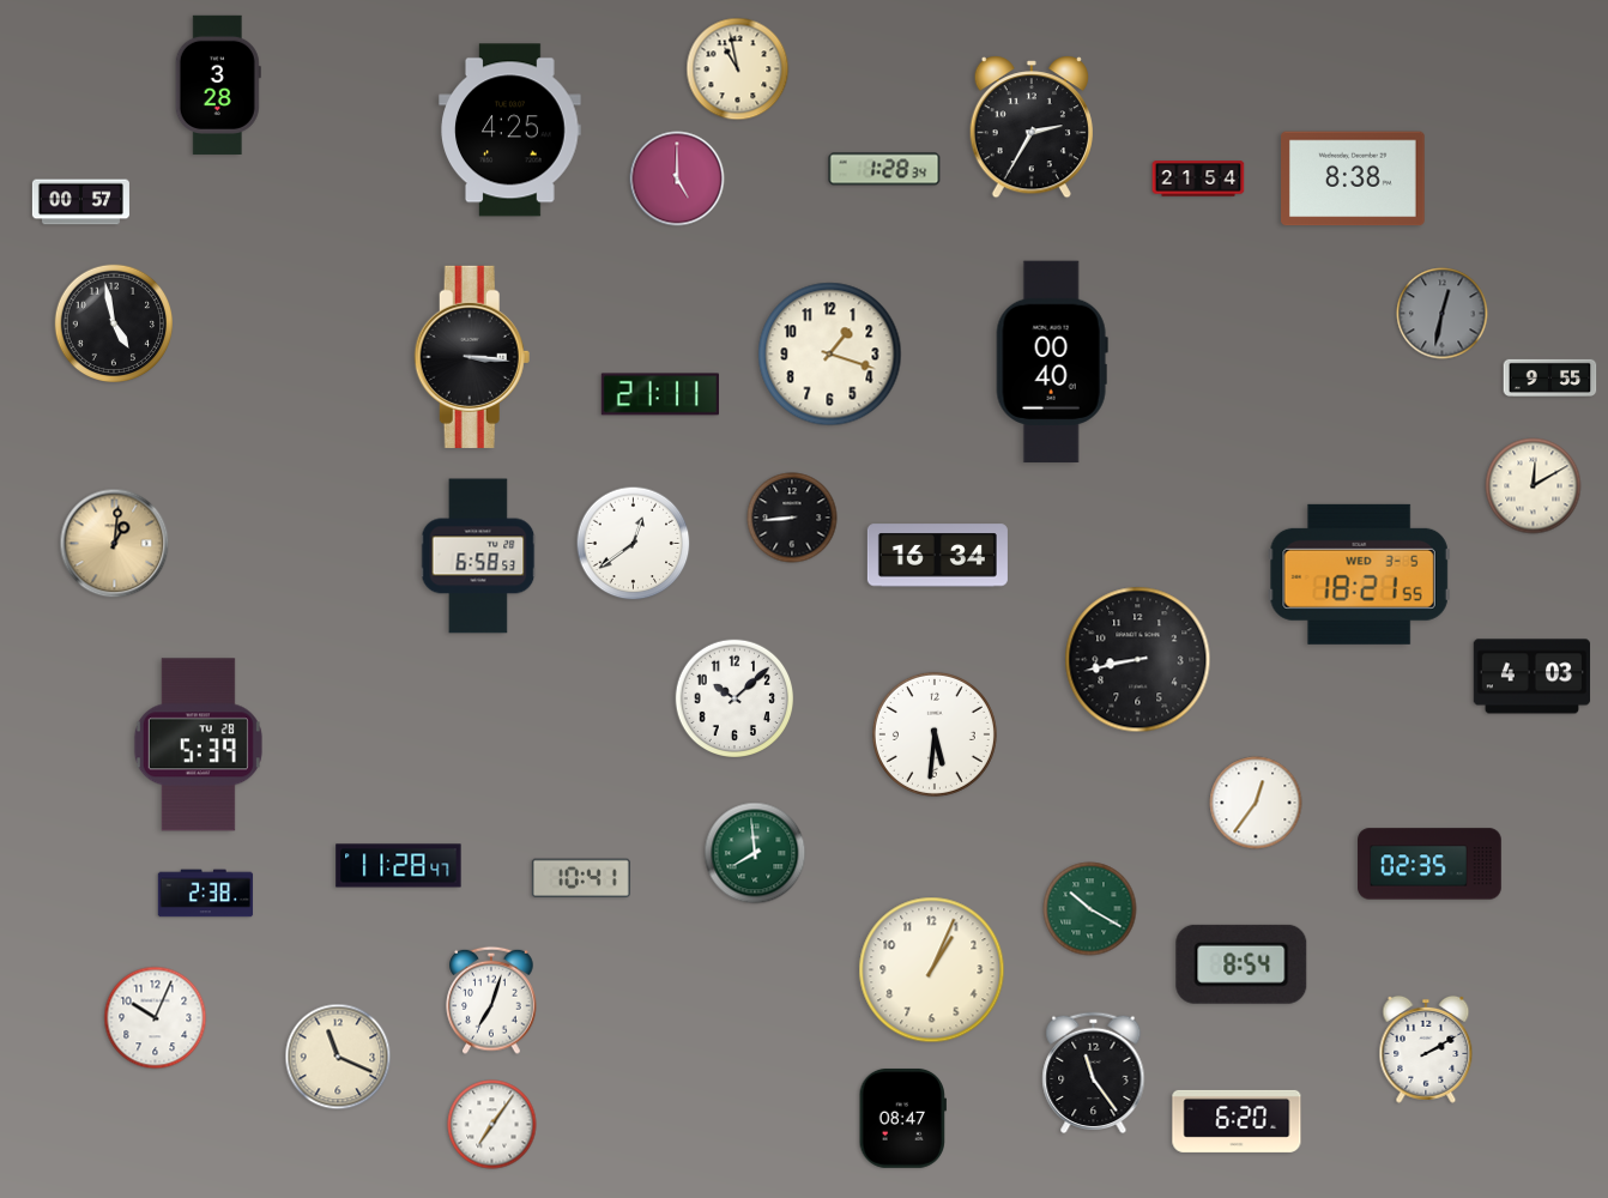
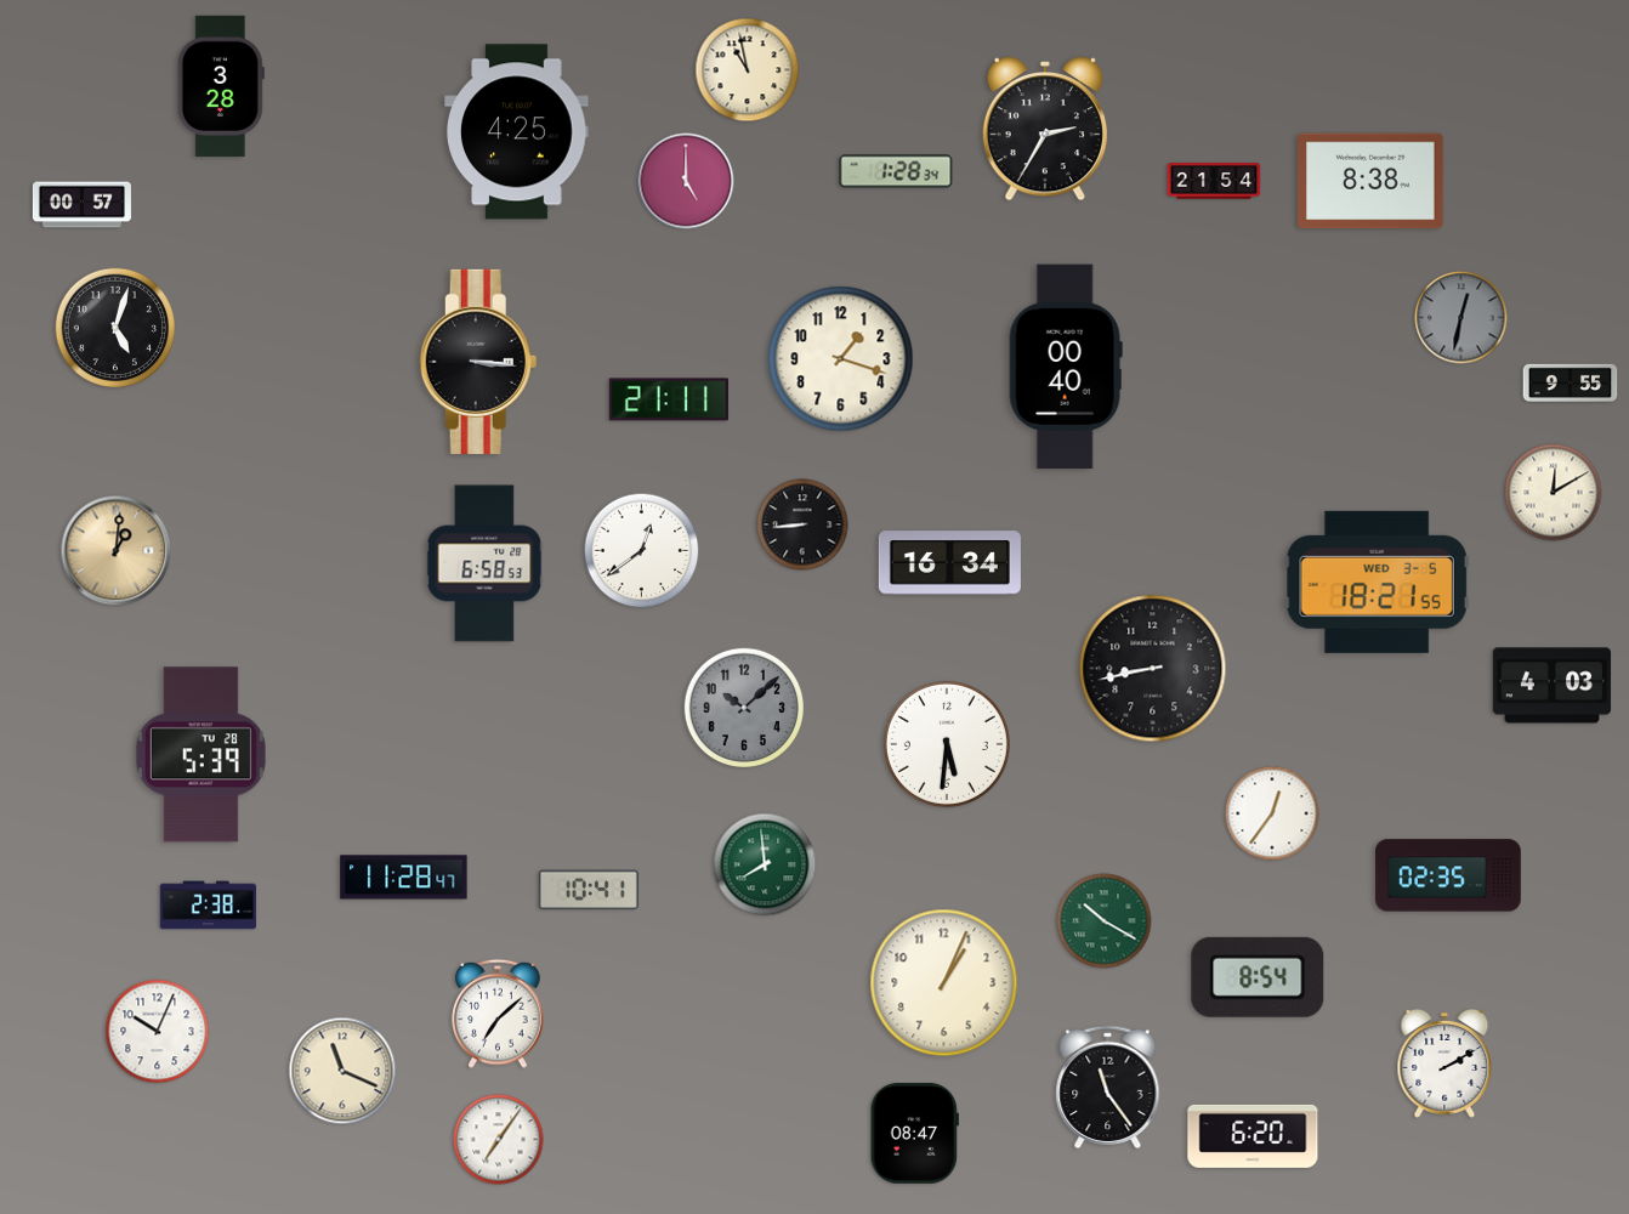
clock at (114, 323): 4:58 -> 5:03
clock at (735, 698) dial: white -> grey
clock at (491, 1000): 7:03 -> 7:08
